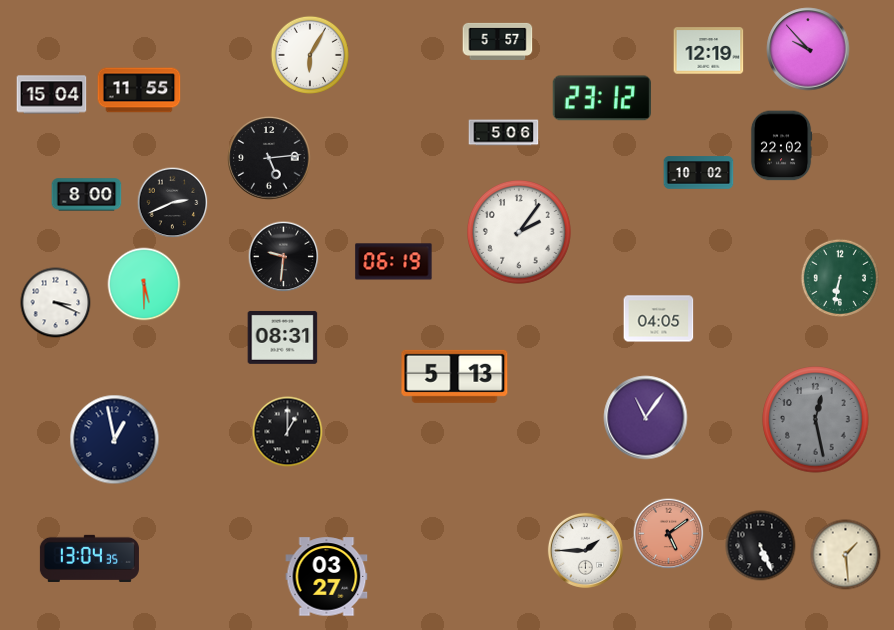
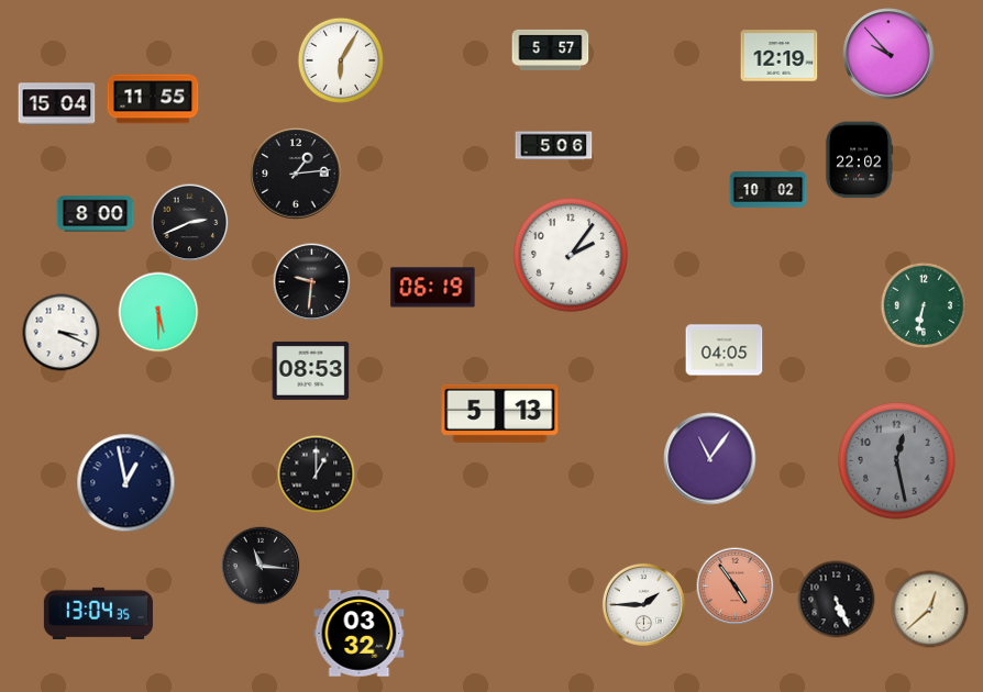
clock at (498, 41) position: (498, 41) -> (551, 49)
clock at (602, 98): 23:12 -> none
clock at (269, 158): 5:14 -> 1:14
clock at (283, 338): 08:31 -> 08:53
clock at (261, 566): none -> 11:16
clock at (669, 534): 5:09 -> 4:54
clock at (846, 555): 1:29 -> 12:38
clock at (327, 577): 03:27 -> 03:32
